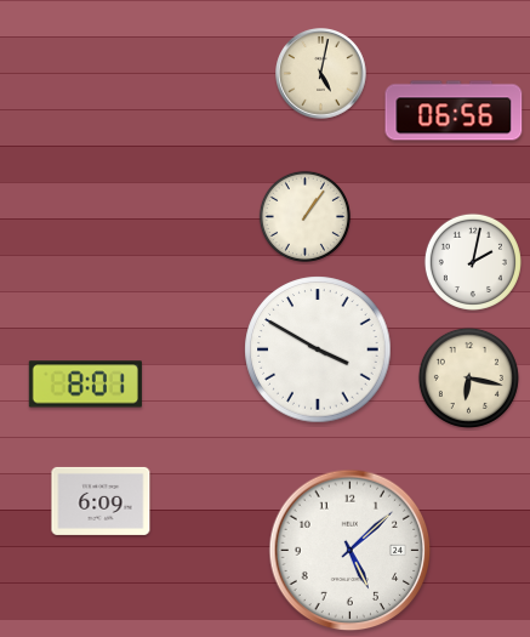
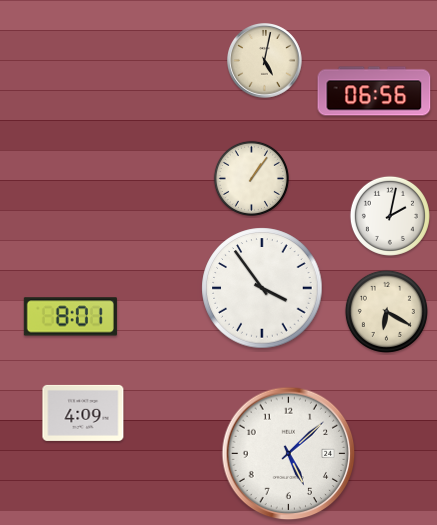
clock at (318, 349): 3:50 -> 3:54
clock at (468, 377): 6:17 -> 6:20
clock at (101, 501): 6:09 -> 4:09
